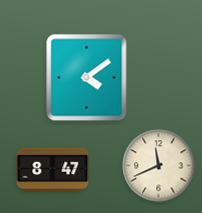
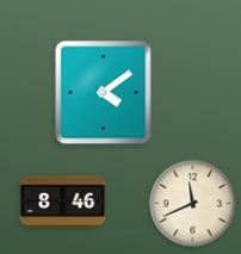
clock at (159, 166) position: (159, 166) -> (193, 204)
clock at (53, 170): 8:47 -> 8:46
